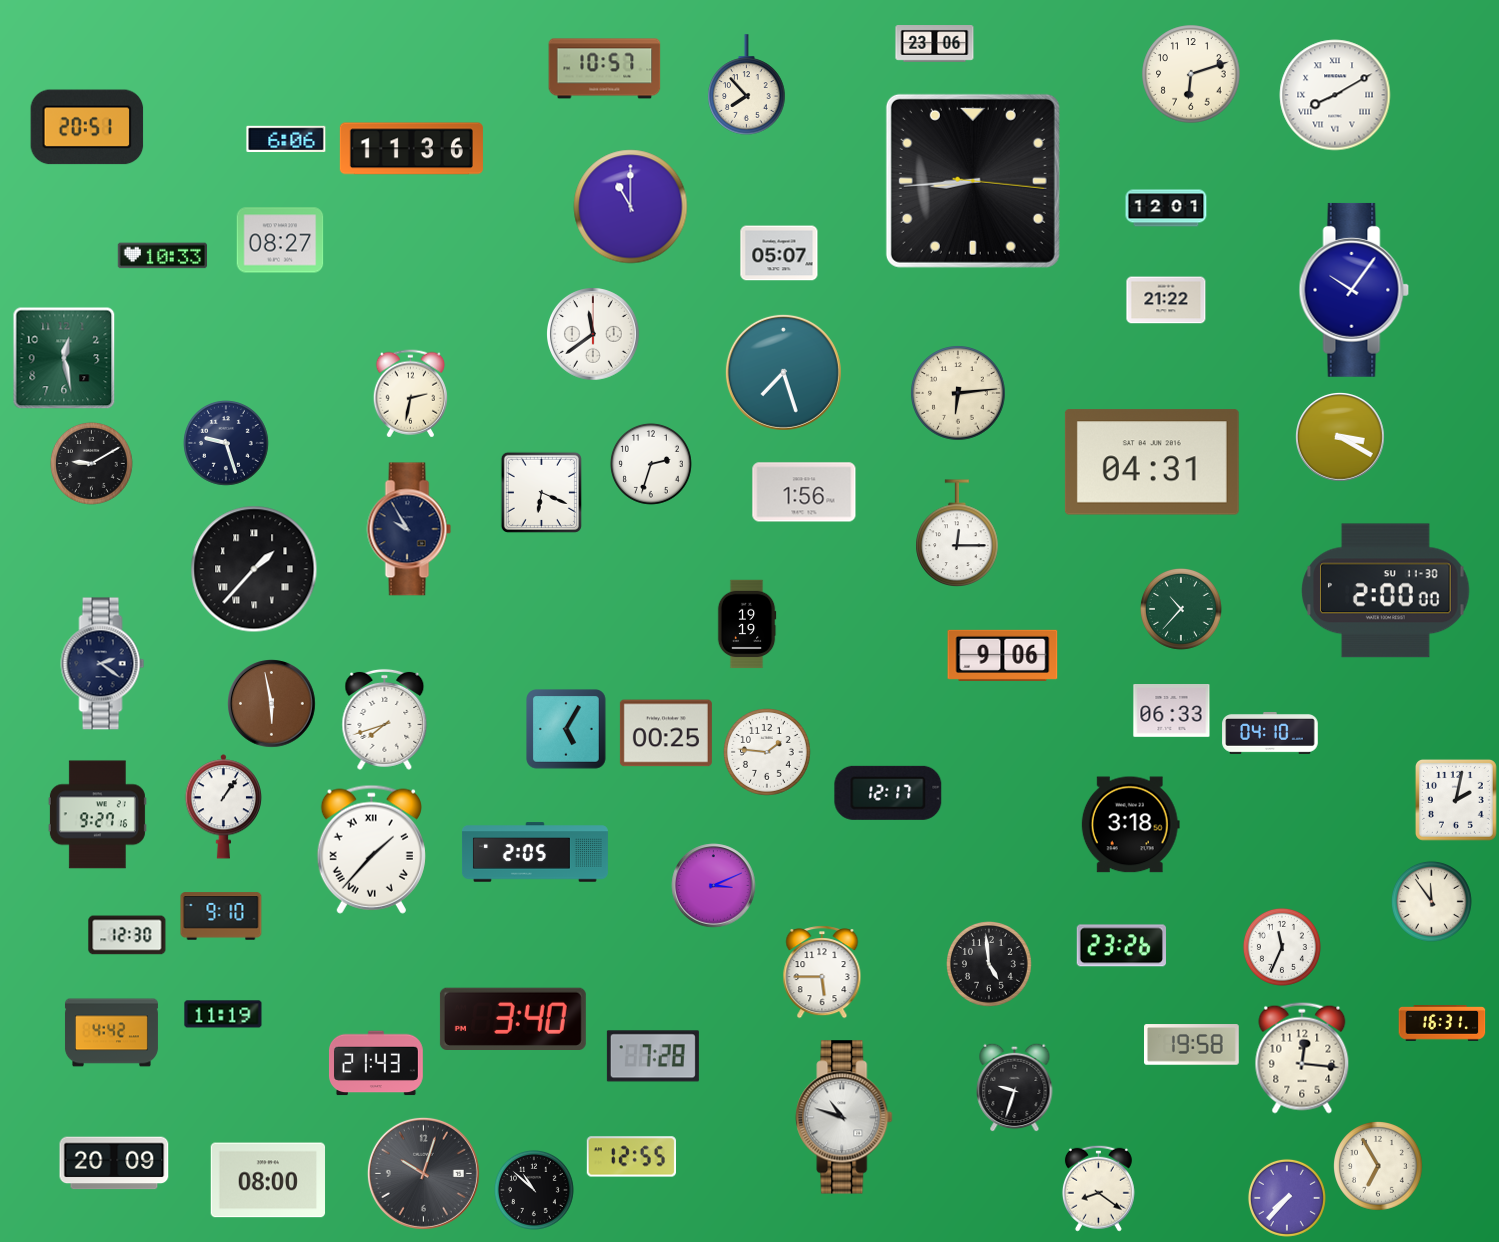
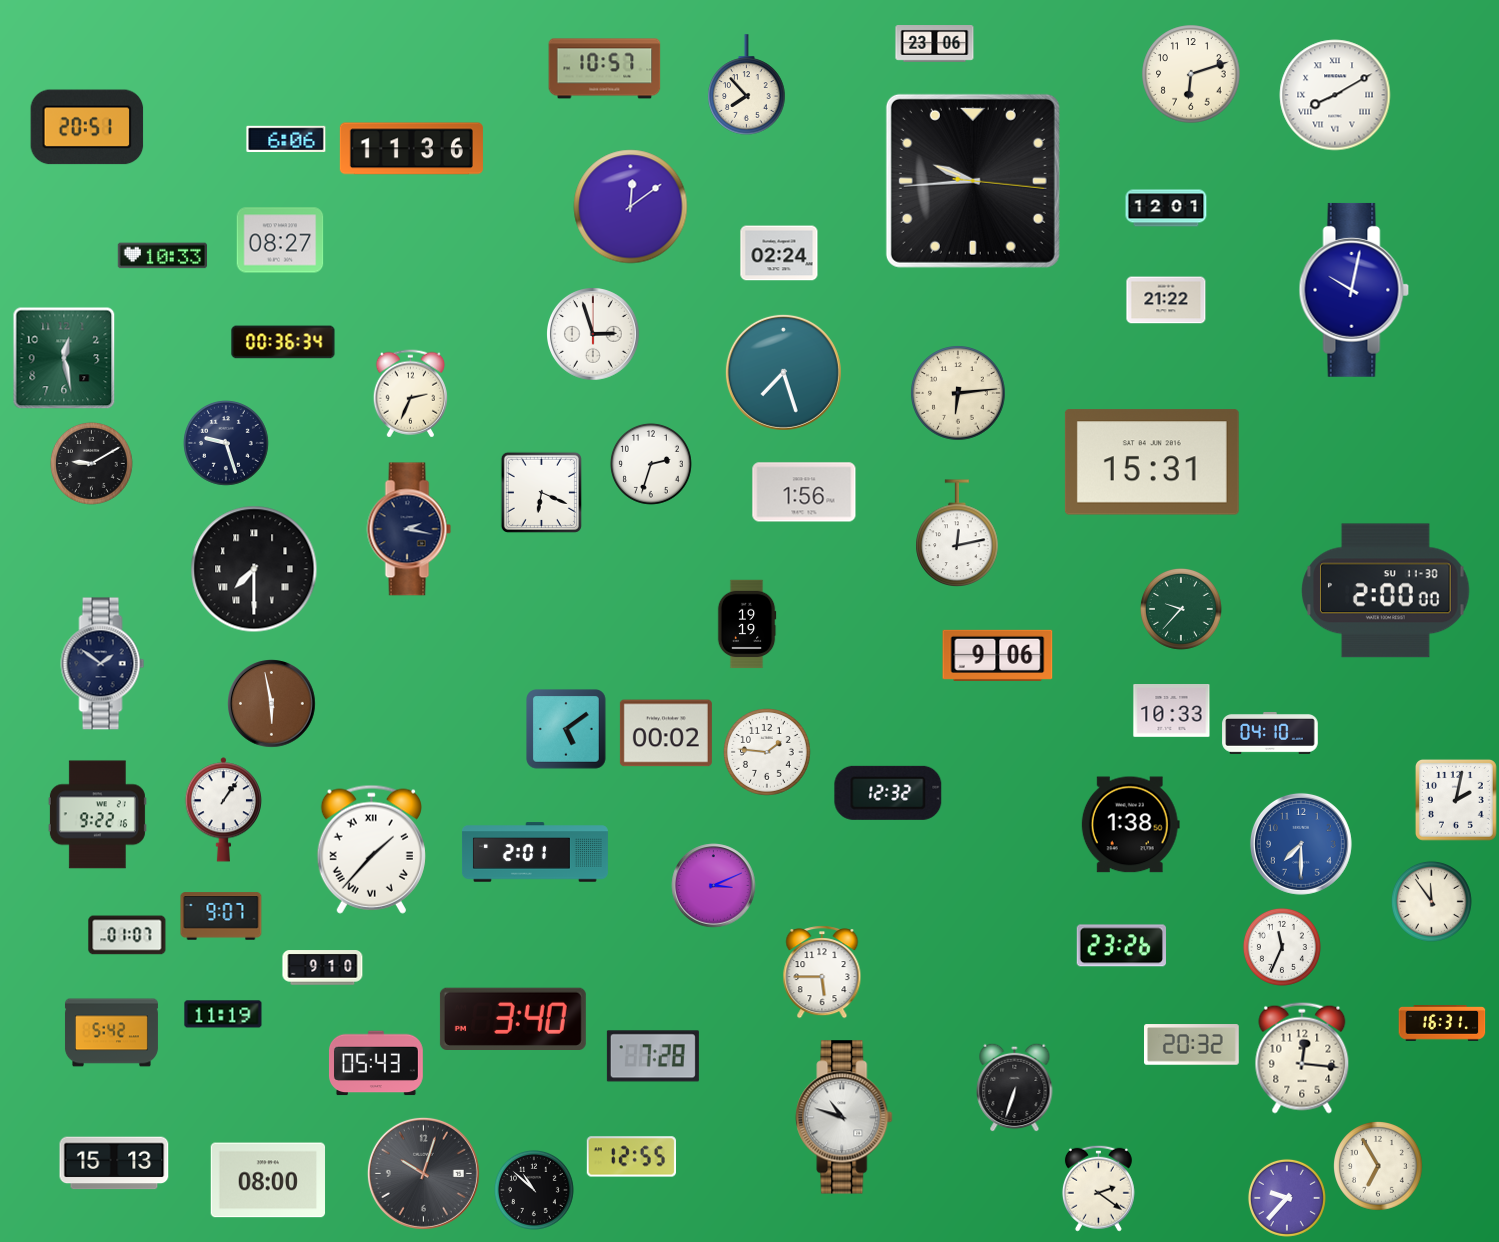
clock at (973, 181): 8:44 -> 9:44
clock at (631, 207): 11:00 -> 12:09
clock at (779, 253): 05:07 -> 02:24
clock at (1354, 290): 10:06 -> 10:02
clock at (594, 335): 11:39 -> 2:57
clock at (283, 342): none -> 00:36
clock at (410, 394): 2:32 -> 2:34
clock at (1340, 437): 3:20 -> none
clock at (1152, 462): 04:31 -> 15:31
clock at (409, 529): 9:55 -> 2:17
clock at (957, 533): 12:15 -> 12:13
clock at (254, 569): 1:37 -> 7:30
clock at (1181, 609): 10:37 -> 9:37
clock at (1003, 655) position: (1003, 655) -> (998, 655)
clock at (103, 664): 2:21 -> 1:51
clock at (1172, 711): 06:33 -> 10:33
clock at (385, 719): 7:42 -> none
clock at (567, 730): 5:05 -> 5:09
clock at (666, 733): 00:25 -> 00:02
clock at (888, 793): 12:17 -> 12:32
clock at (224, 807) position: (224, 807) -> (224, 810)
clock at (97, 815): 9:27 -> 9:22
clock at (1130, 825): 3:18 -> 1:38
clock at (1301, 844): none -> 7:30
clock at (535, 852): 2:05 -> 2:01
clock at (221, 916): 9:10 -> 9:07
clock at (127, 935): 12:30 -> 01:07
clock at (990, 965): 4:59 -> none
clock at (323, 968): none -> 9:10
clock at (111, 1033): 4:42 -> 5:42
clock at (1192, 1045): 19:58 -> 20:32
clock at (376, 1063): 21:43 -> 05:43
clock at (1015, 1087): 9:33 -> 6:33
clock at (114, 1163): 20:09 -> 15:13
clock at (1098, 1188): 8:21 -> 2:21
clock at (1287, 1198): 7:37 -> 9:37
